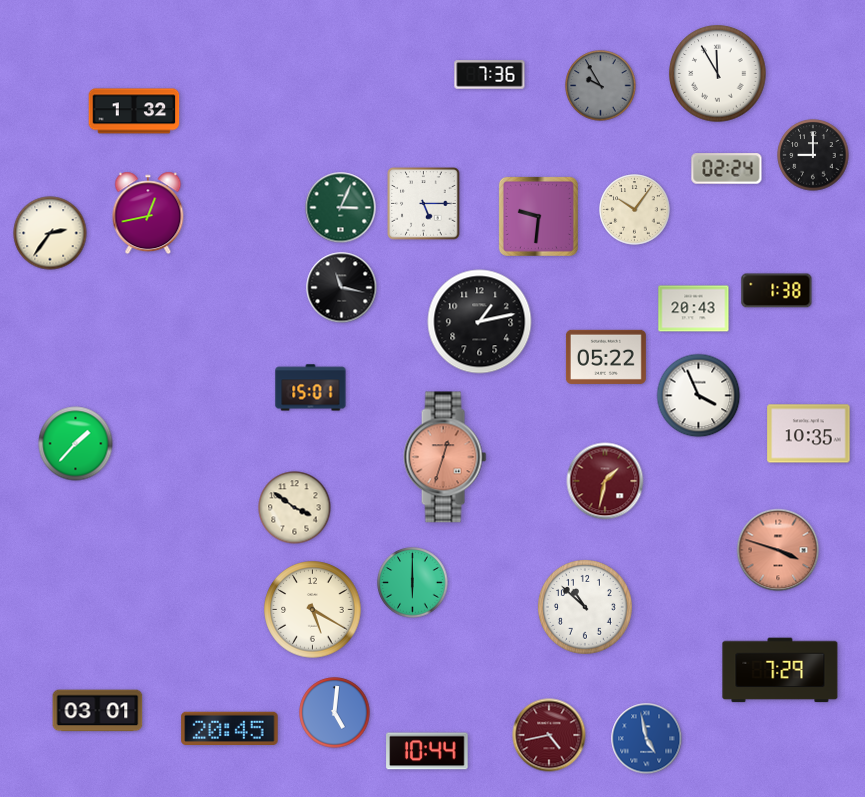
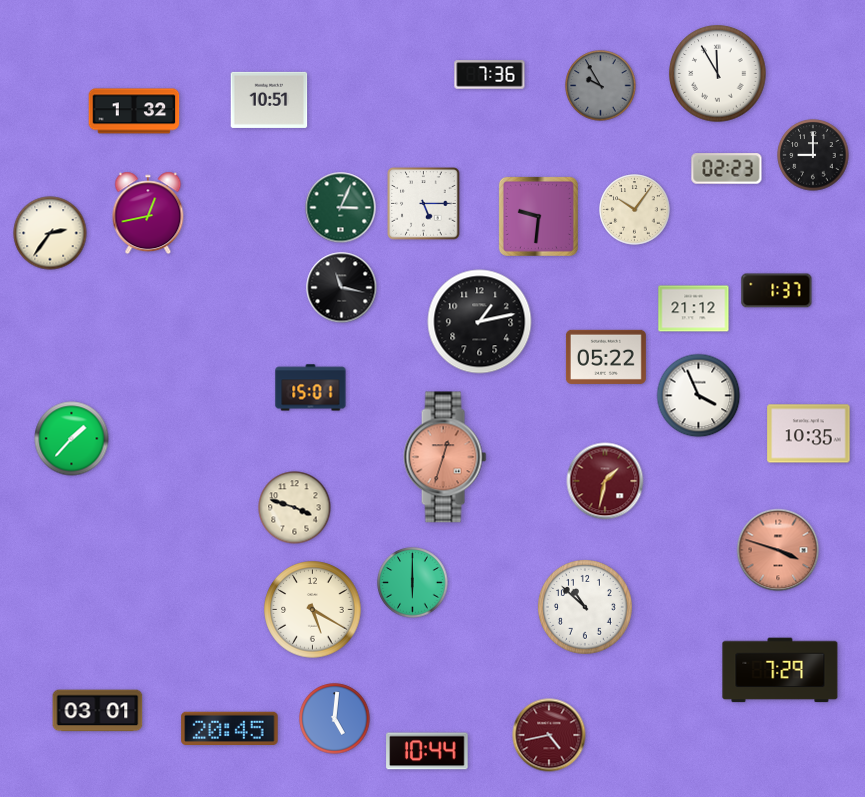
clock at (269, 100): none -> 10:51
clock at (727, 169): 02:24 -> 02:23
clock at (777, 291): 1:38 -> 1:37
clock at (694, 309): 20:43 -> 21:12
clock at (76, 444) position: (76, 444) -> (72, 439)
clock at (295, 508): 3:51 -> 3:48
clock at (335, 713) position: (335, 713) -> (335, 719)
clock at (647, 739): 4:58 -> none
